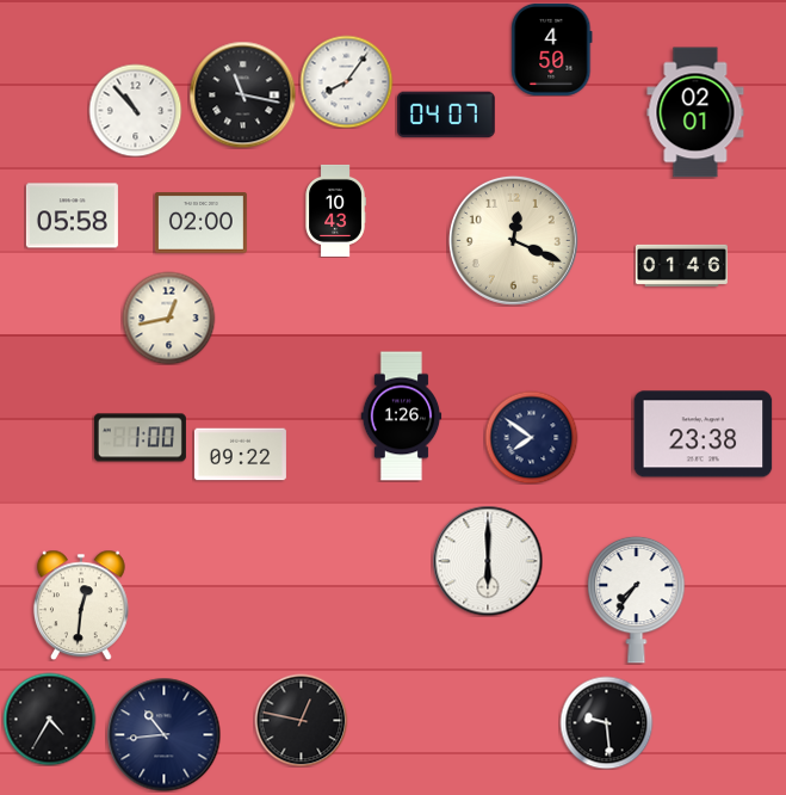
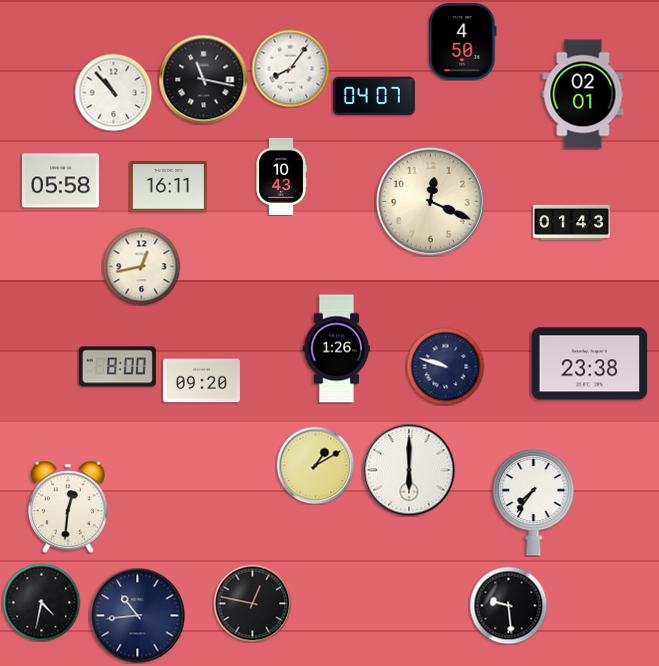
clock at (200, 223): 02:00 -> 16:11
clock at (681, 265): 01:46 -> 01:43
clock at (531, 437): 7:51 -> 9:48
clock at (140, 438): 1:00 -> 8:00
clock at (240, 455): 09:22 -> 09:20
clock at (315, 465): none -> 1:10
clock at (49, 719): 4:35 -> 4:32
